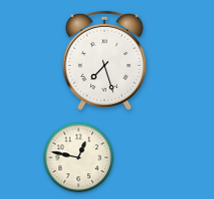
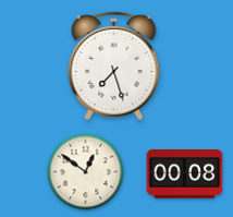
clock at (79, 158): 12:47 -> 12:51
clock at (185, 174): none -> 00:08
